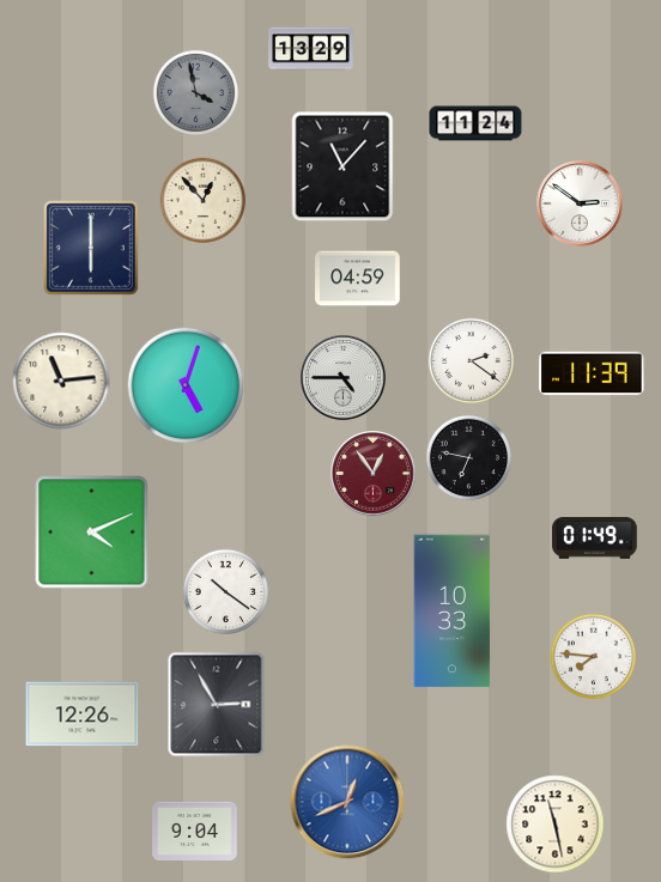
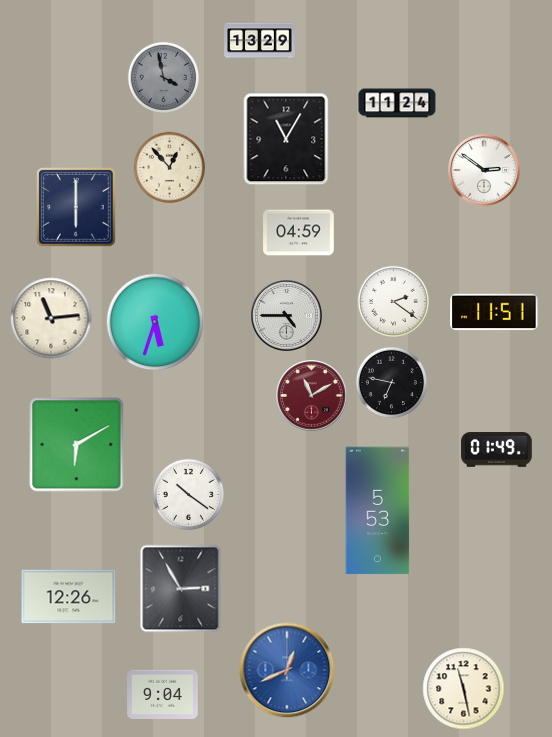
clock at (342, 166): 11:07 -> 11:05
clock at (592, 373): 11:39 -> 11:51
clock at (186, 385): 5:03 -> 5:33
clock at (374, 474): 12:54 -> 11:10
clock at (92, 533): 4:11 -> 6:10
clock at (453, 612): 10:33 -> 5:53
clock at (593, 656): 7:46 -> none
clock at (347, 802) position: (347, 802) -> (287, 670)
